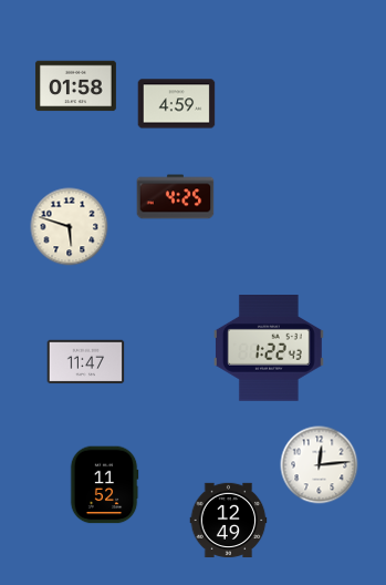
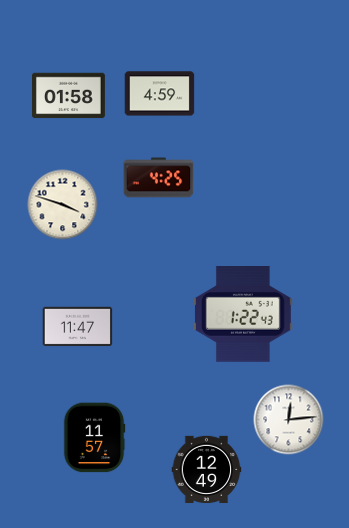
clock at (75, 86) position: (75, 86) -> (68, 96)
clock at (70, 227): 5:48 -> 3:48
clock at (104, 485): 11:52 -> 11:57
